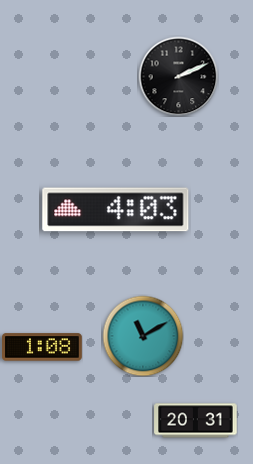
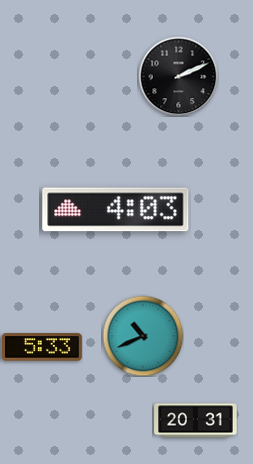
clock at (143, 336): 11:10 -> 10:41
clock at (43, 347): 1:08 -> 5:33
